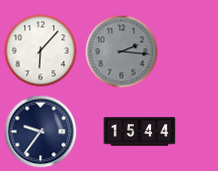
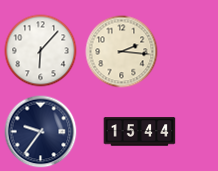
clock at (122, 52) dial: grey -> cream
